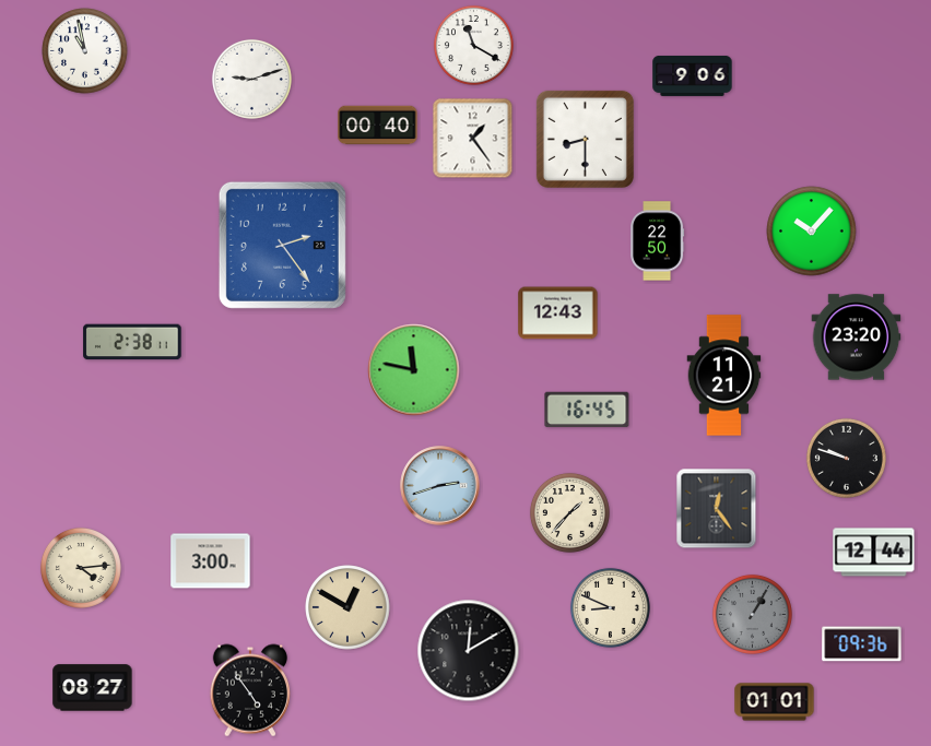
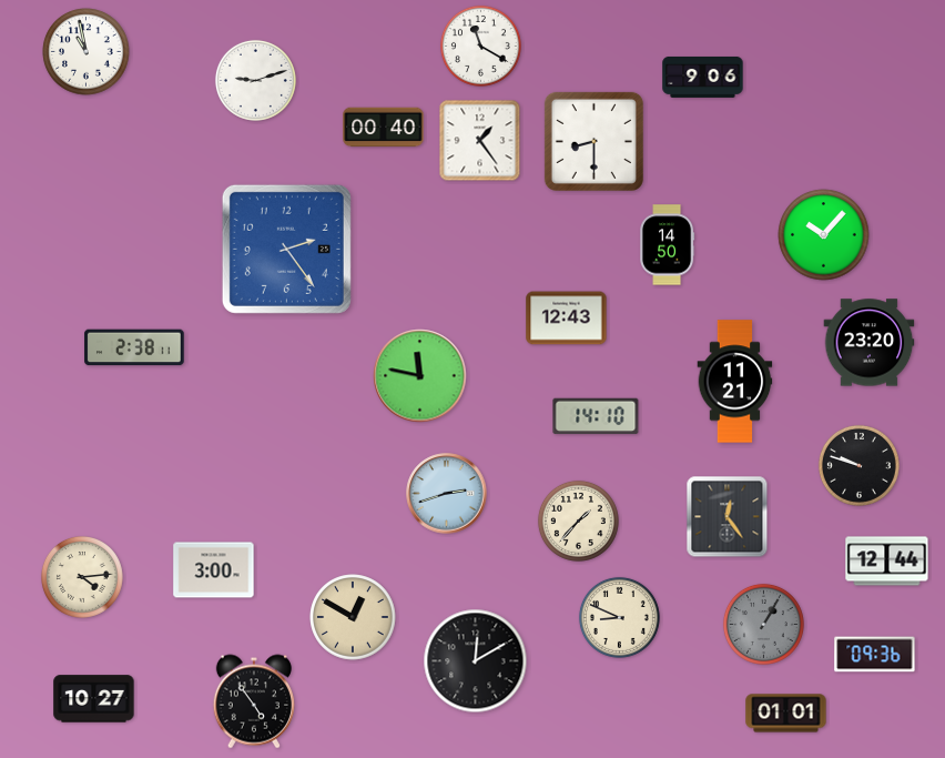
clock at (658, 241): 22:50 -> 14:50
clock at (587, 410): 16:45 -> 14:10
clock at (93, 688): 08:27 -> 10:27
